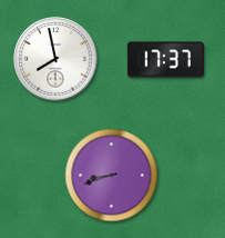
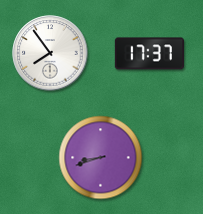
clock at (55, 59): 7:58 -> 7:54
